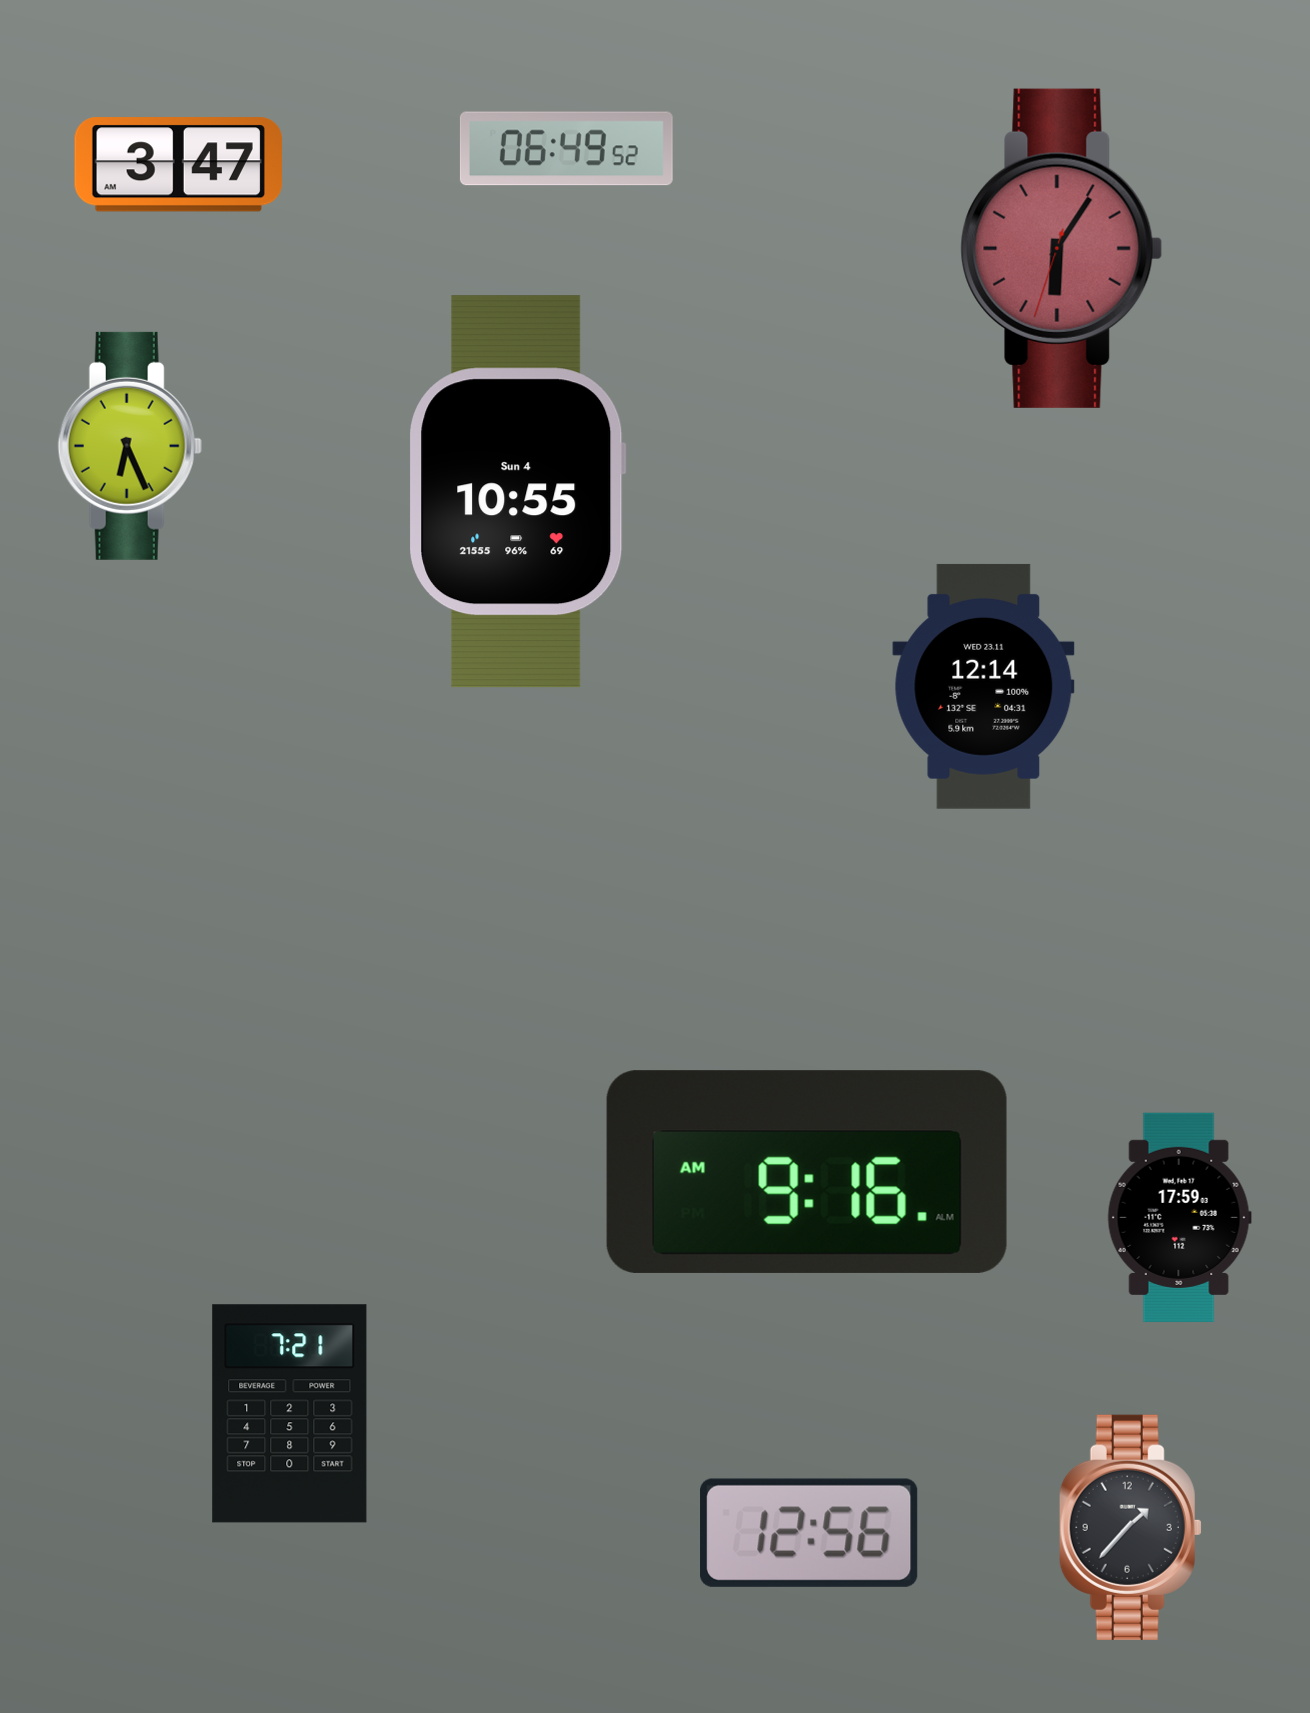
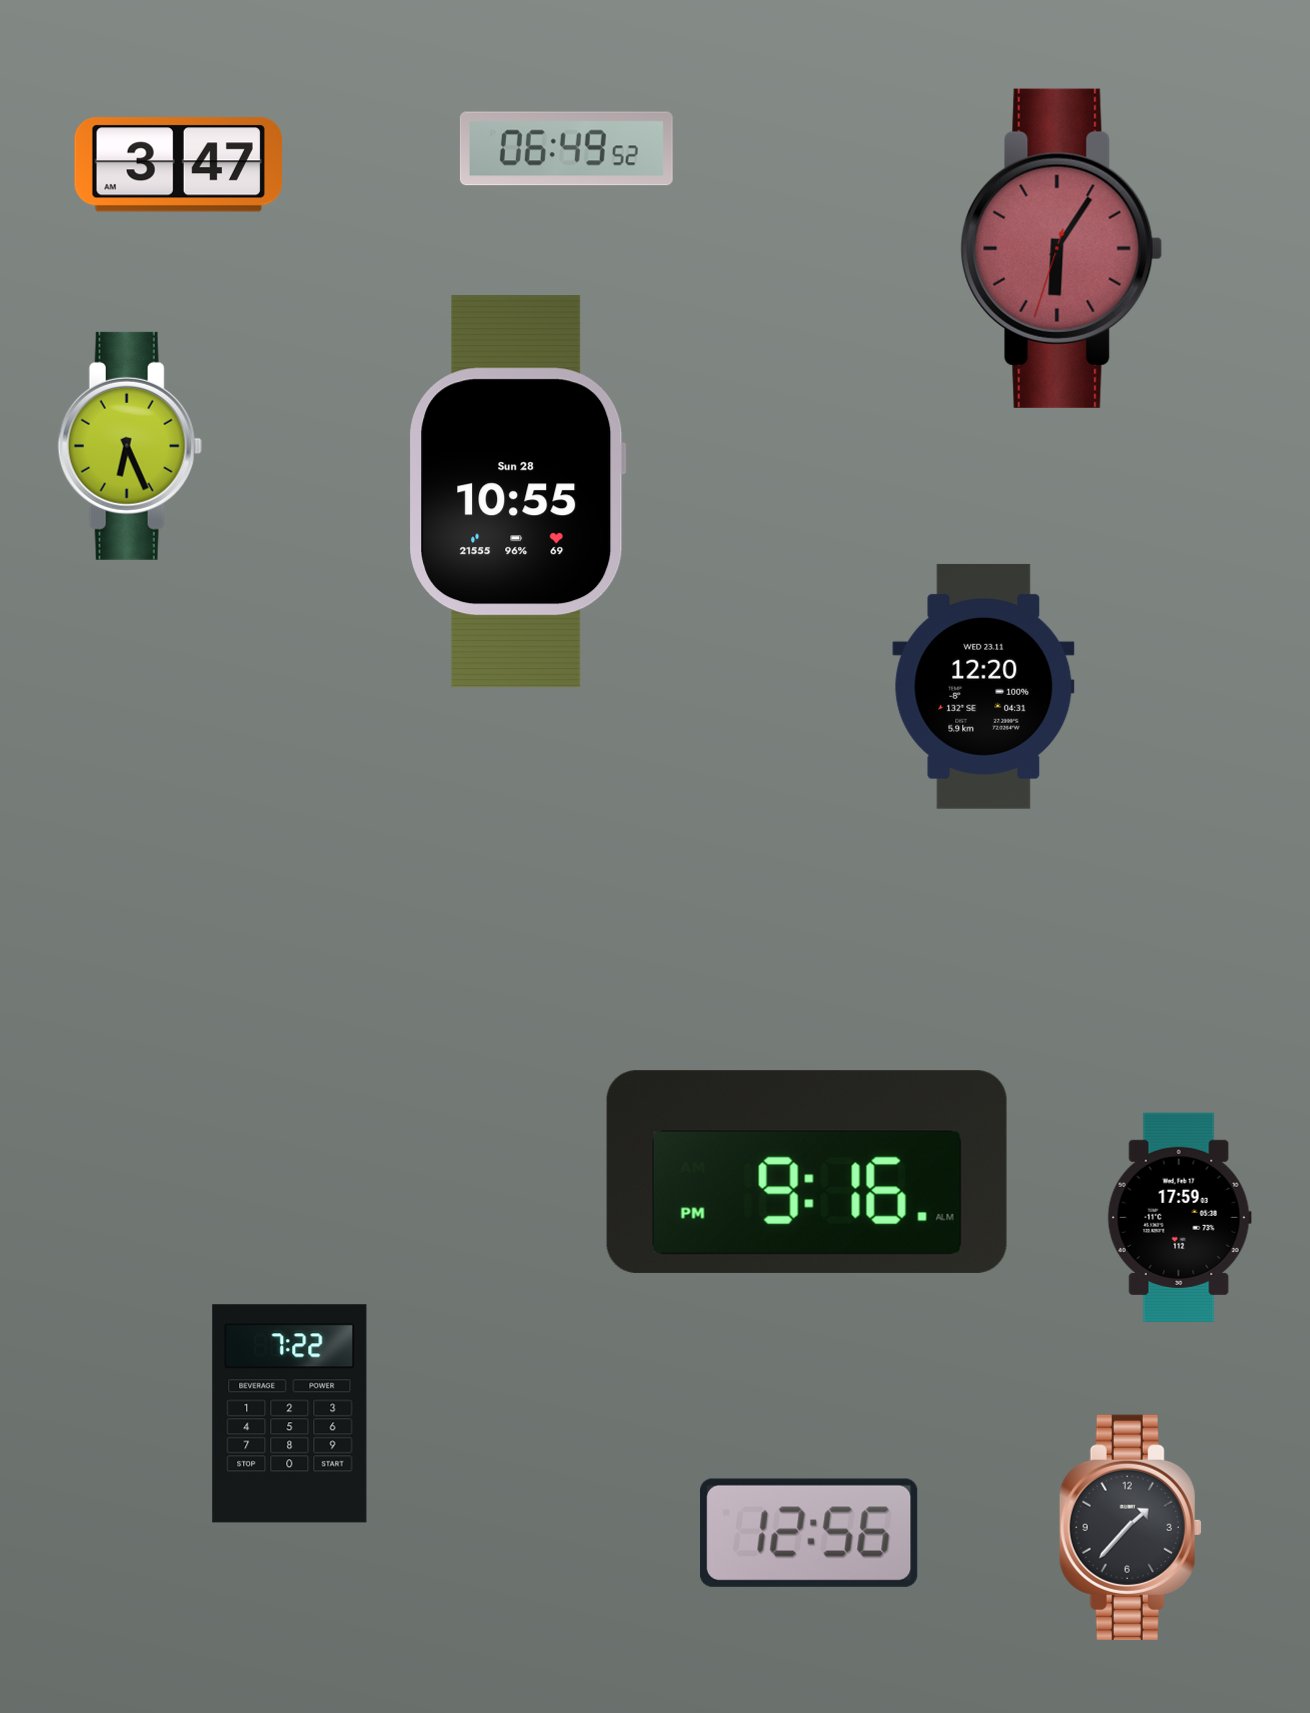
clock at (518, 492) date: Sun 4 -> Sun 28
clock at (984, 686): 12:14 -> 12:20
clock at (807, 1172): 9:16 AM -> 9:16 PM
clock at (290, 1414): 7:21 -> 7:22
